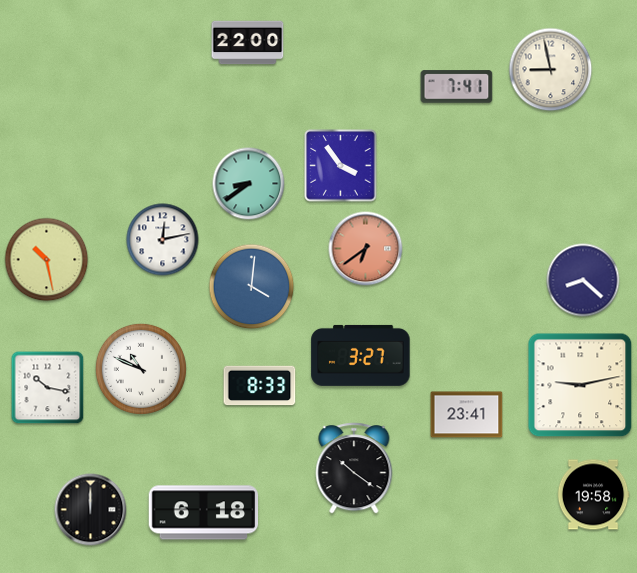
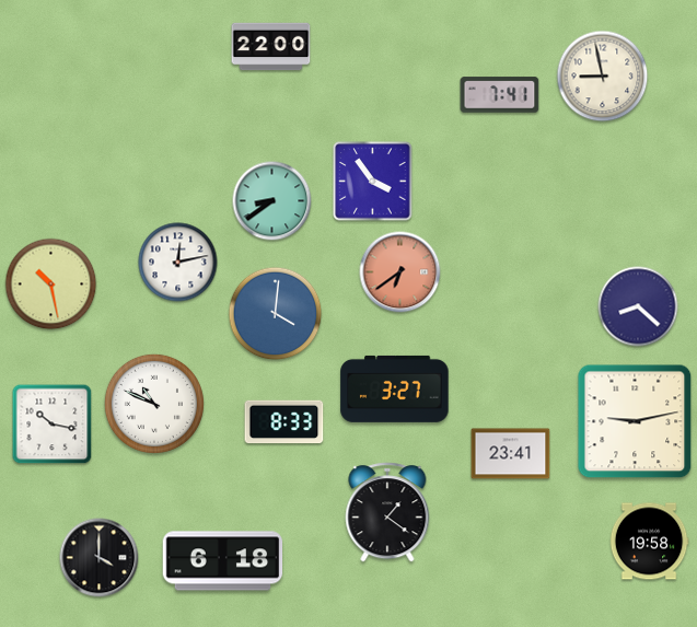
clock at (354, 468): 10:21 -> 1:21
clock at (91, 510): 12:00 -> 4:00
